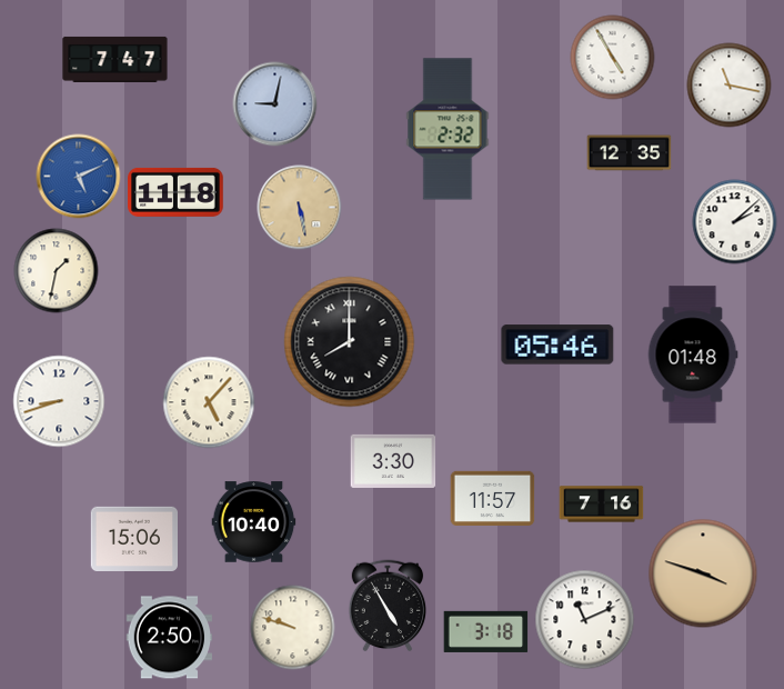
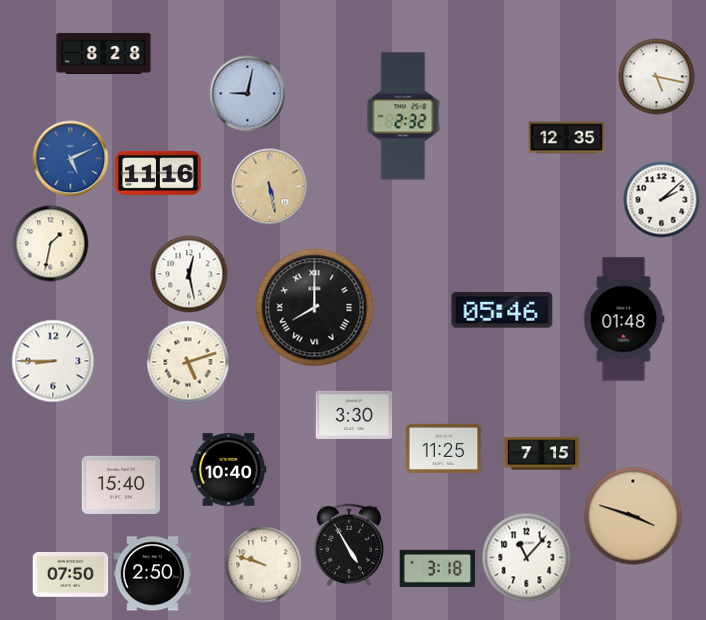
clock at (613, 58): 4:55 -> none
clock at (115, 59): 7:47 -> 8:28
clock at (730, 86): 11:17 -> 5:17
clock at (175, 192): 11:18 -> 11:16
clock at (189, 274): none -> 12:28
clock at (59, 401): 8:42 -> 8:45
clock at (209, 402): 5:07 -> 5:12
clock at (493, 498): 11:57 -> 11:25
clock at (602, 505): 7:16 -> 7:15
clock at (134, 538): 15:06 -> 15:40
clock at (585, 620): 11:11 -> 11:07
clock at (71, 575): none -> 07:50
